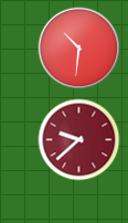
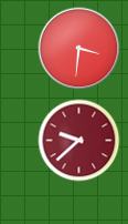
clock at (79, 49): 10:31 -> 3:31
